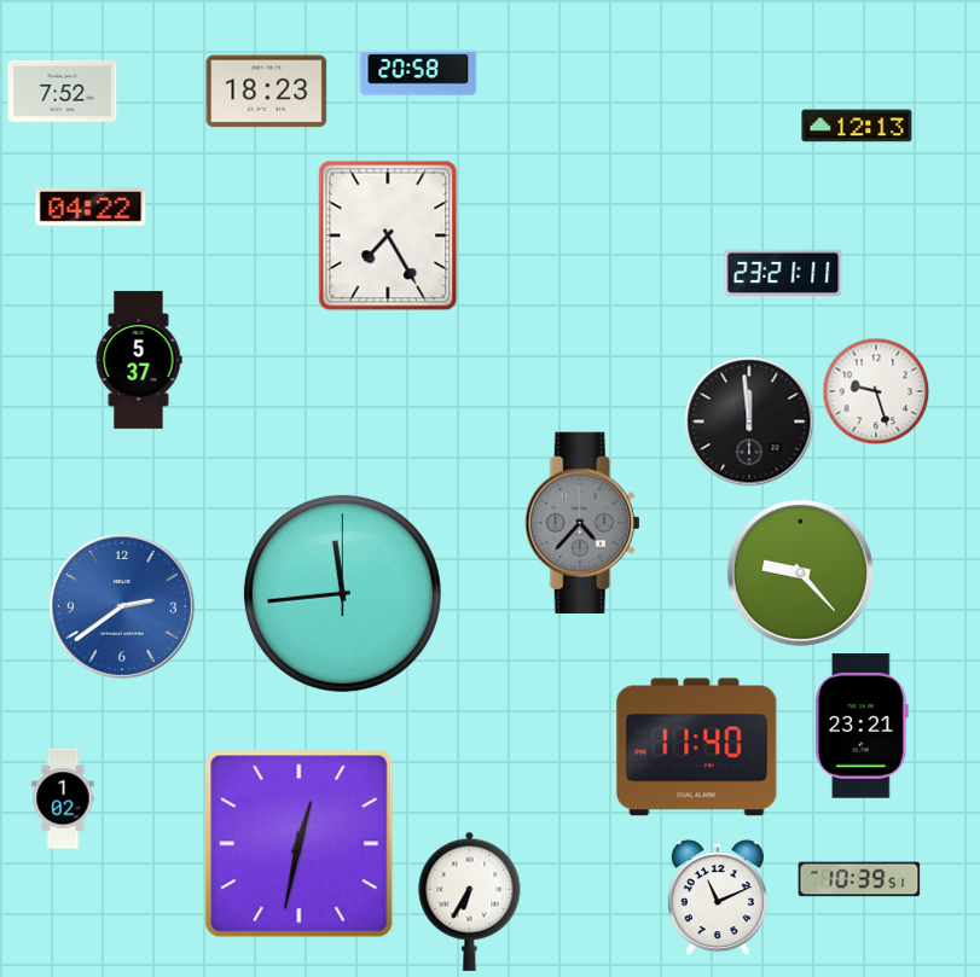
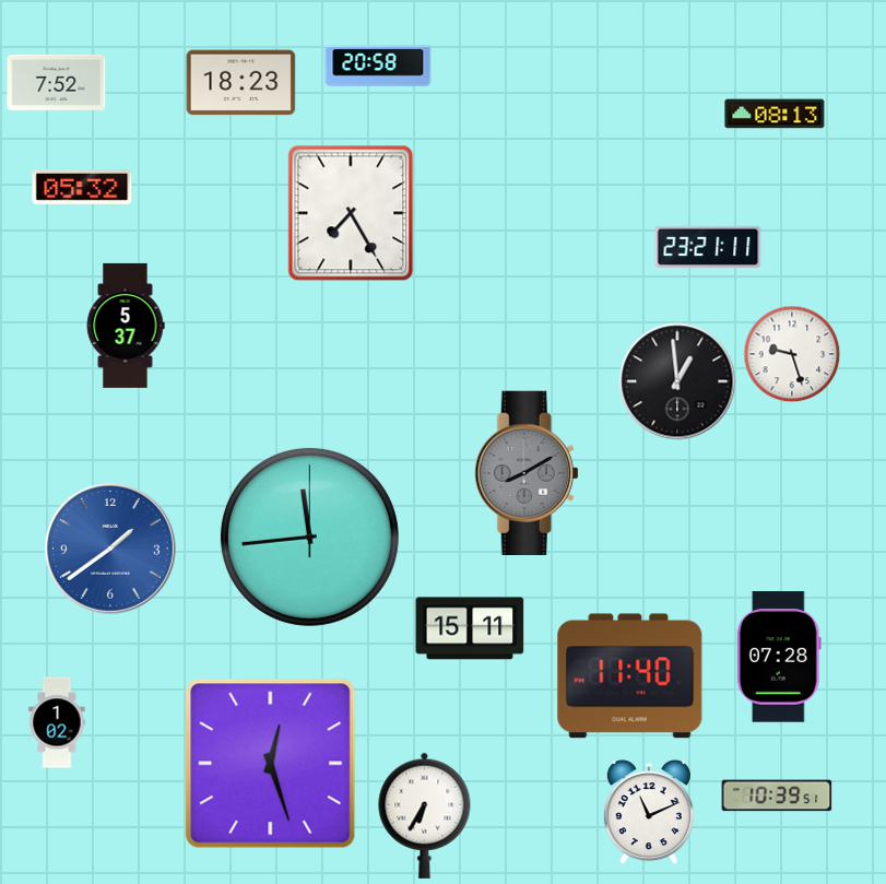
clock at (857, 126): 12:13 -> 08:13
clock at (91, 208): 04:22 -> 05:32
clock at (749, 421): 11:59 -> 12:59
clock at (582, 522): 4:37 -> 8:10
clock at (800, 572): 9:23 -> none
clock at (122, 606): 2:39 -> 1:39
clock at (470, 628): none -> 15:11
clock at (862, 726): 23:21 -> 07:28
clock at (300, 844): 12:32 -> 12:27
